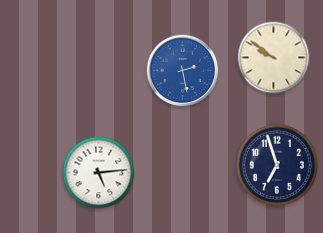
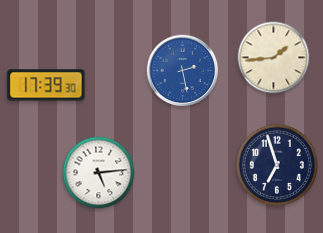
clock at (274, 58): 9:51 -> 1:44
clock at (46, 85): none -> 17:39
